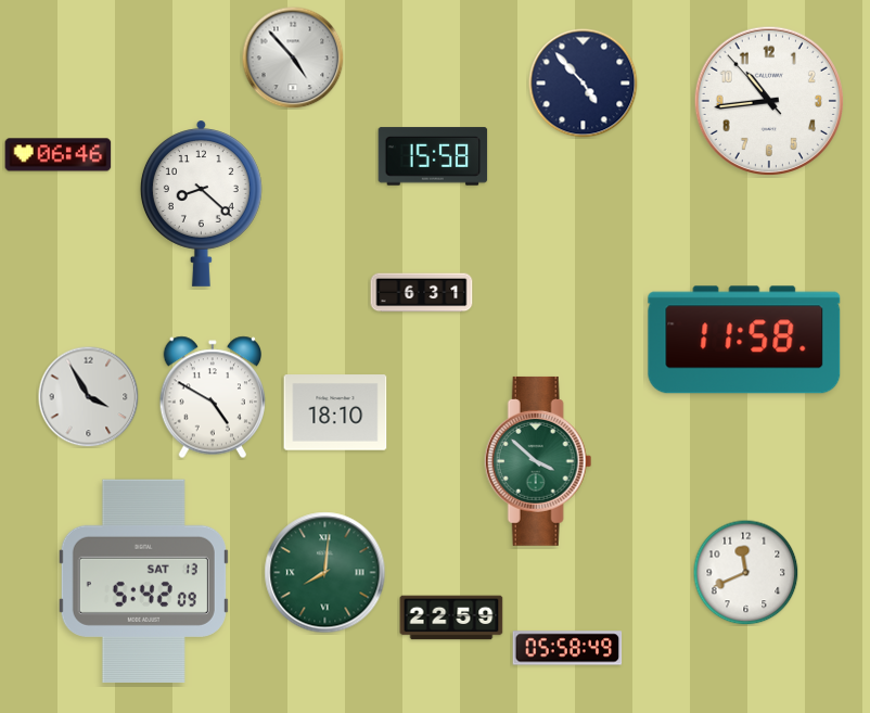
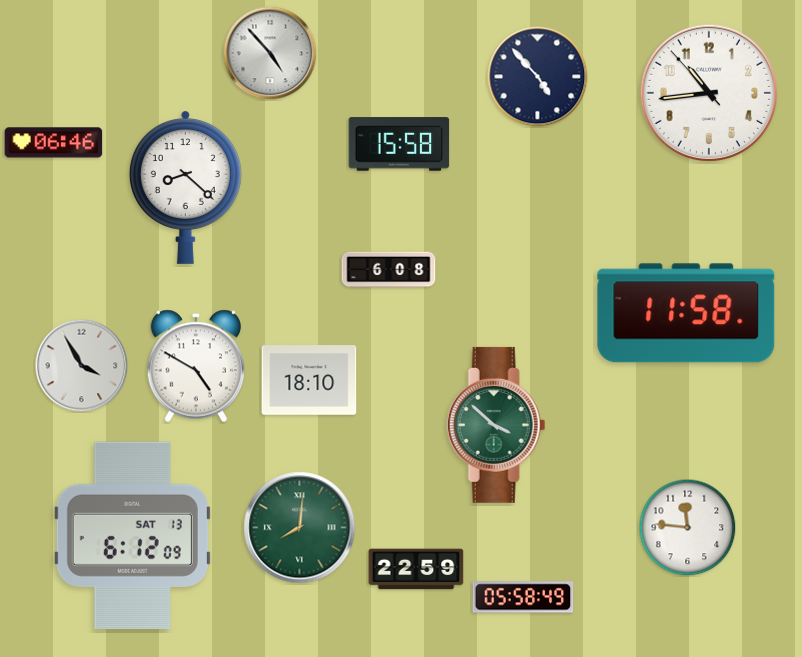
clock at (422, 293): 6:31 -> 6:08
clock at (745, 572): 11:41 -> 11:46
clock at (143, 581): 5:42 -> 6:12
